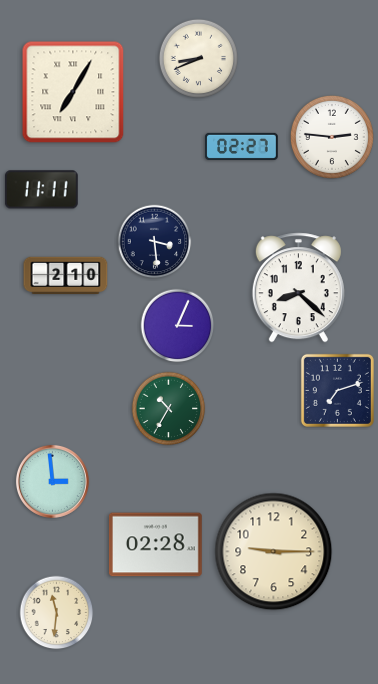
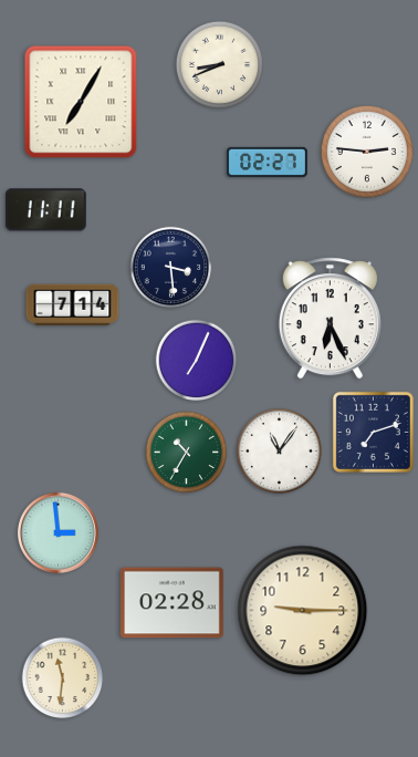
clock at (66, 276): 2:10 -> 7:14
clock at (298, 288): 8:22 -> 6:26
clock at (178, 326): 3:04 -> 7:04
clock at (279, 450): none -> 11:06
